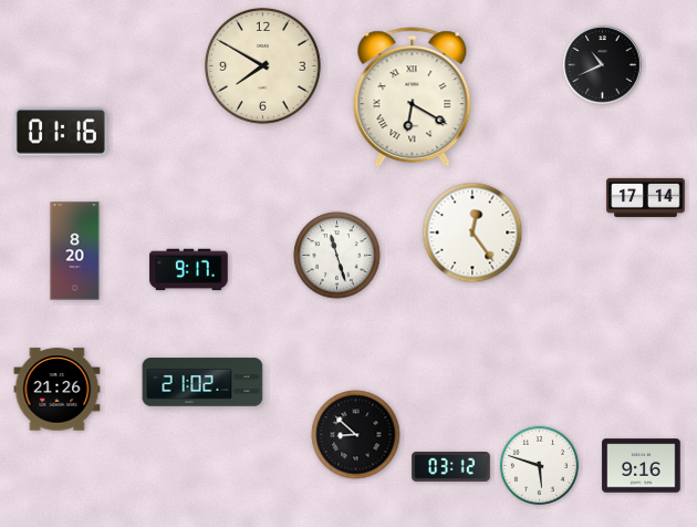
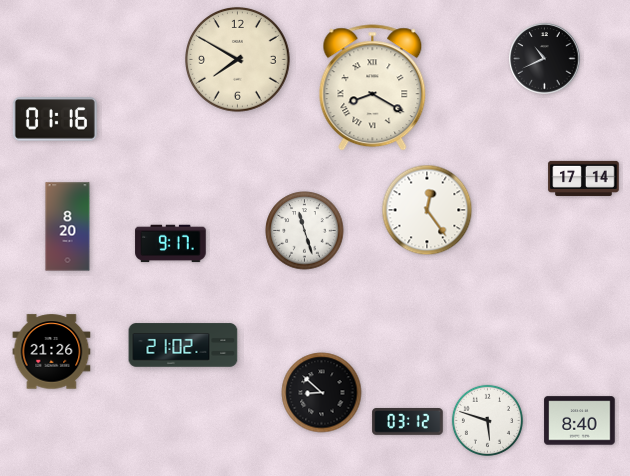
clock at (413, 97): 6:20 -> 8:20
clock at (642, 466): 9:16 -> 8:40
